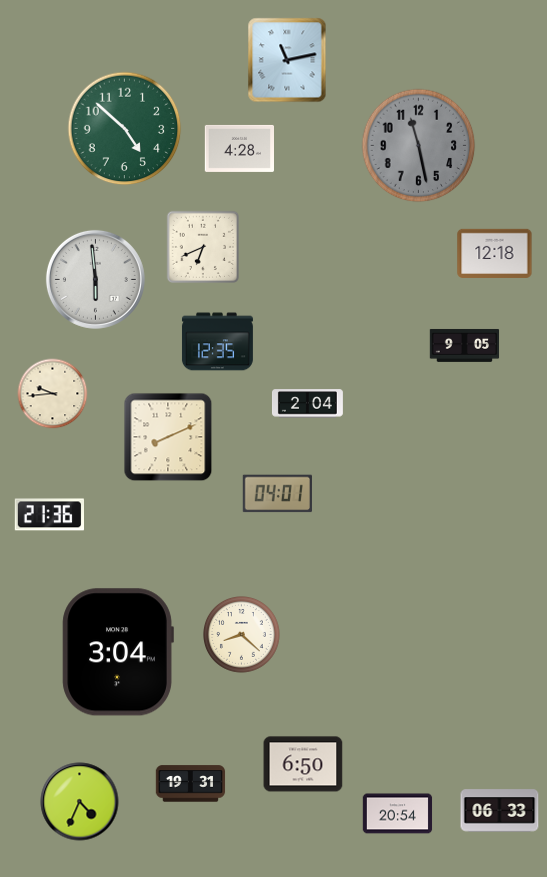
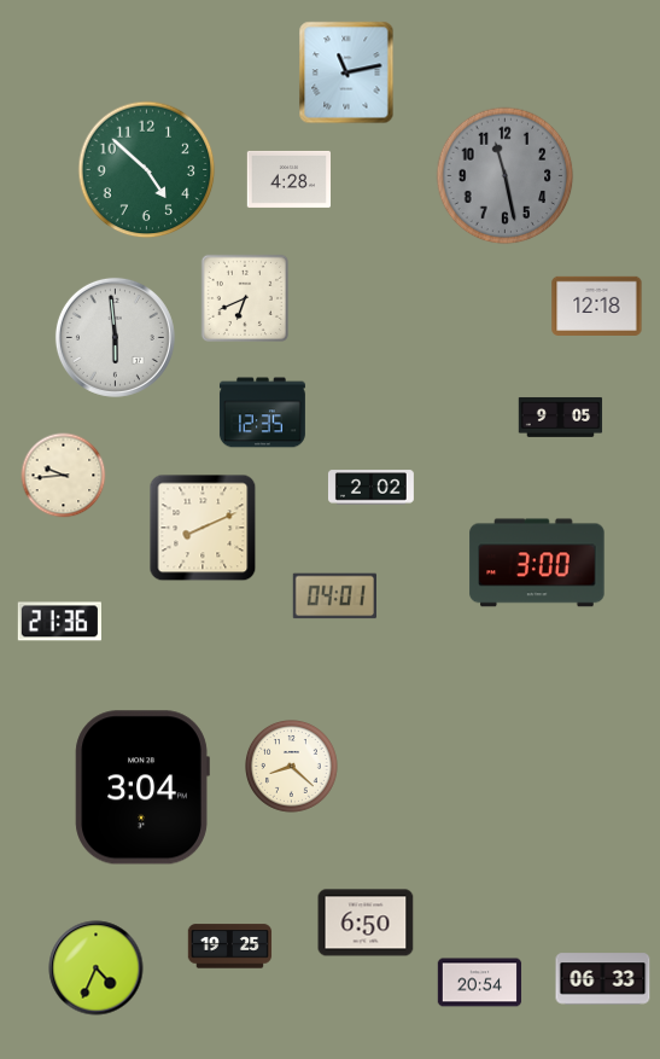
clock at (125, 129) position: (125, 129) -> (147, 170)
clock at (307, 404): 2:04 -> 2:02
clock at (537, 563): none -> 3:00
clock at (191, 784): 19:31 -> 19:25
